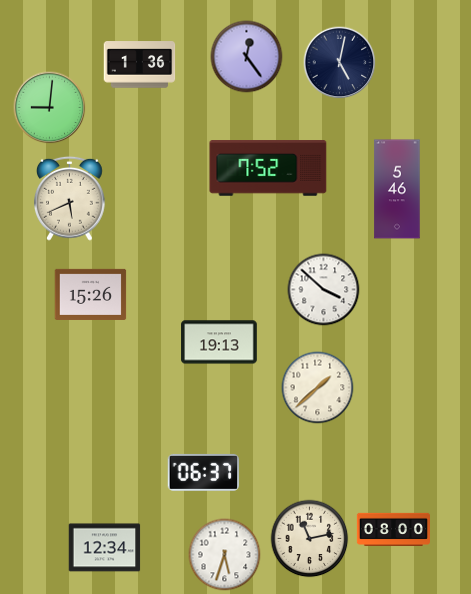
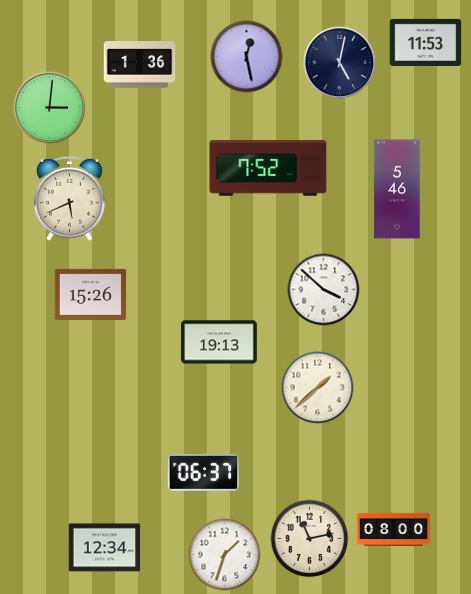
clock at (426, 42): none -> 11:53
clock at (247, 57): 12:24 -> 12:28
clock at (50, 108): 9:01 -> 3:01
clock at (225, 555): 5:33 -> 1:33
